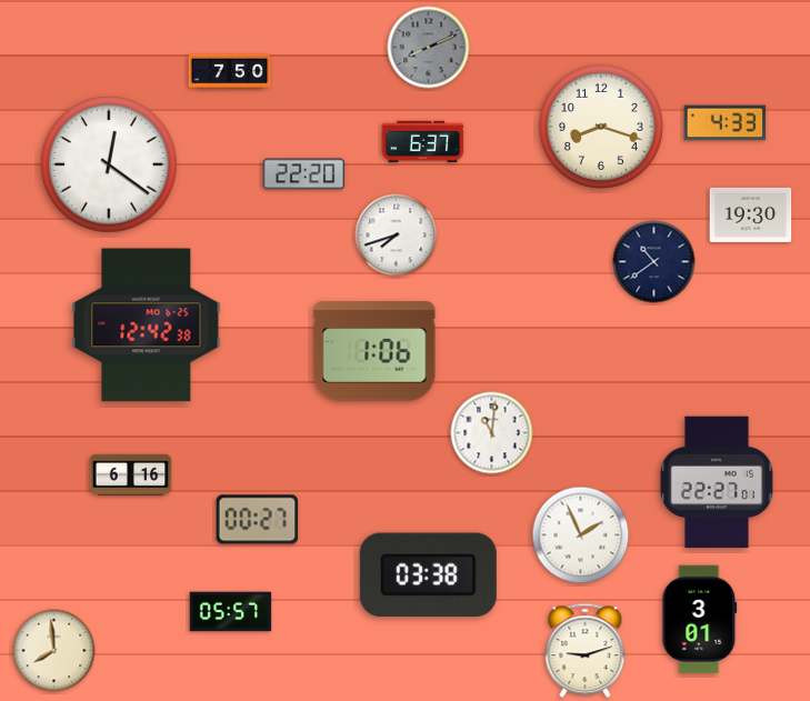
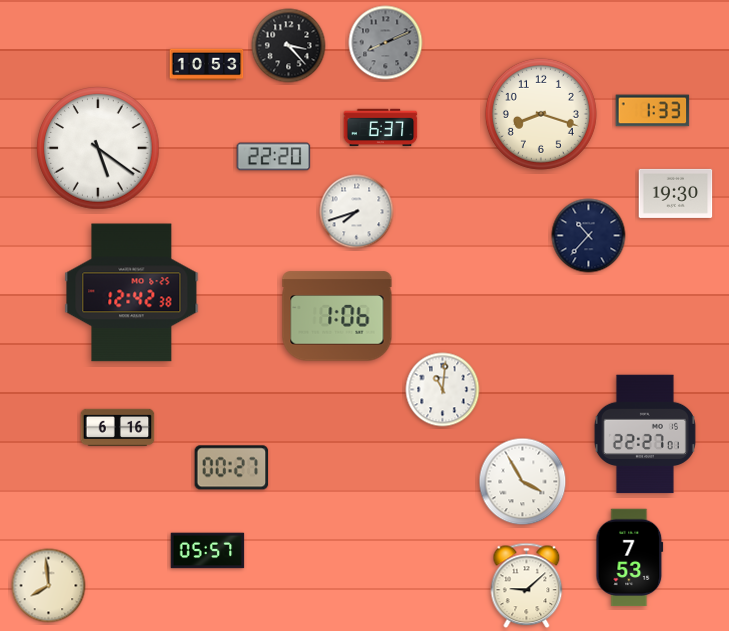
clock at (289, 46): none -> 3:23
clock at (230, 72): 7:50 -> 10:53
clock at (726, 123): 4:33 -> 1:33
clock at (109, 164): 12:21 -> 5:21
clock at (654, 262): 10:39 -> 10:37
clock at (581, 535): 1:56 -> 3:55
clock at (428, 574): 03:38 -> none
clock at (700, 620): 3:01 -> 7:53
clock at (586, 651): 9:12 -> 9:08
